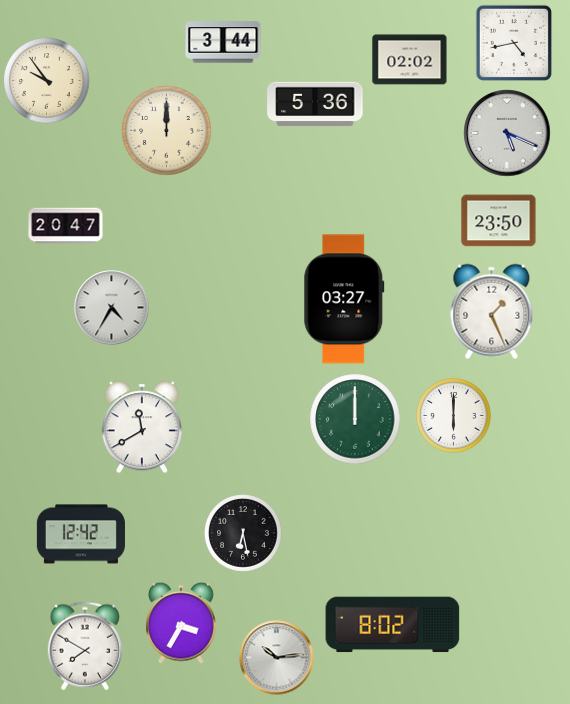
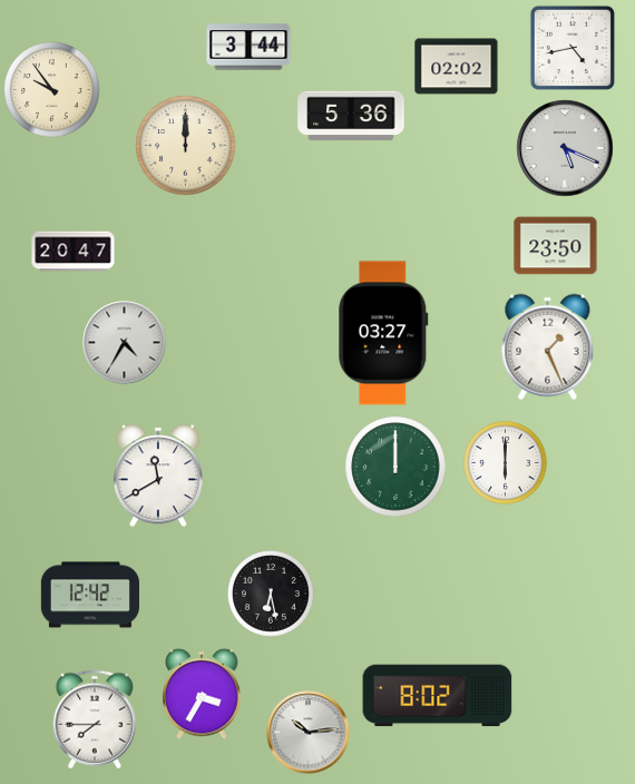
clock at (85, 646): 7:50 -> 7:45
